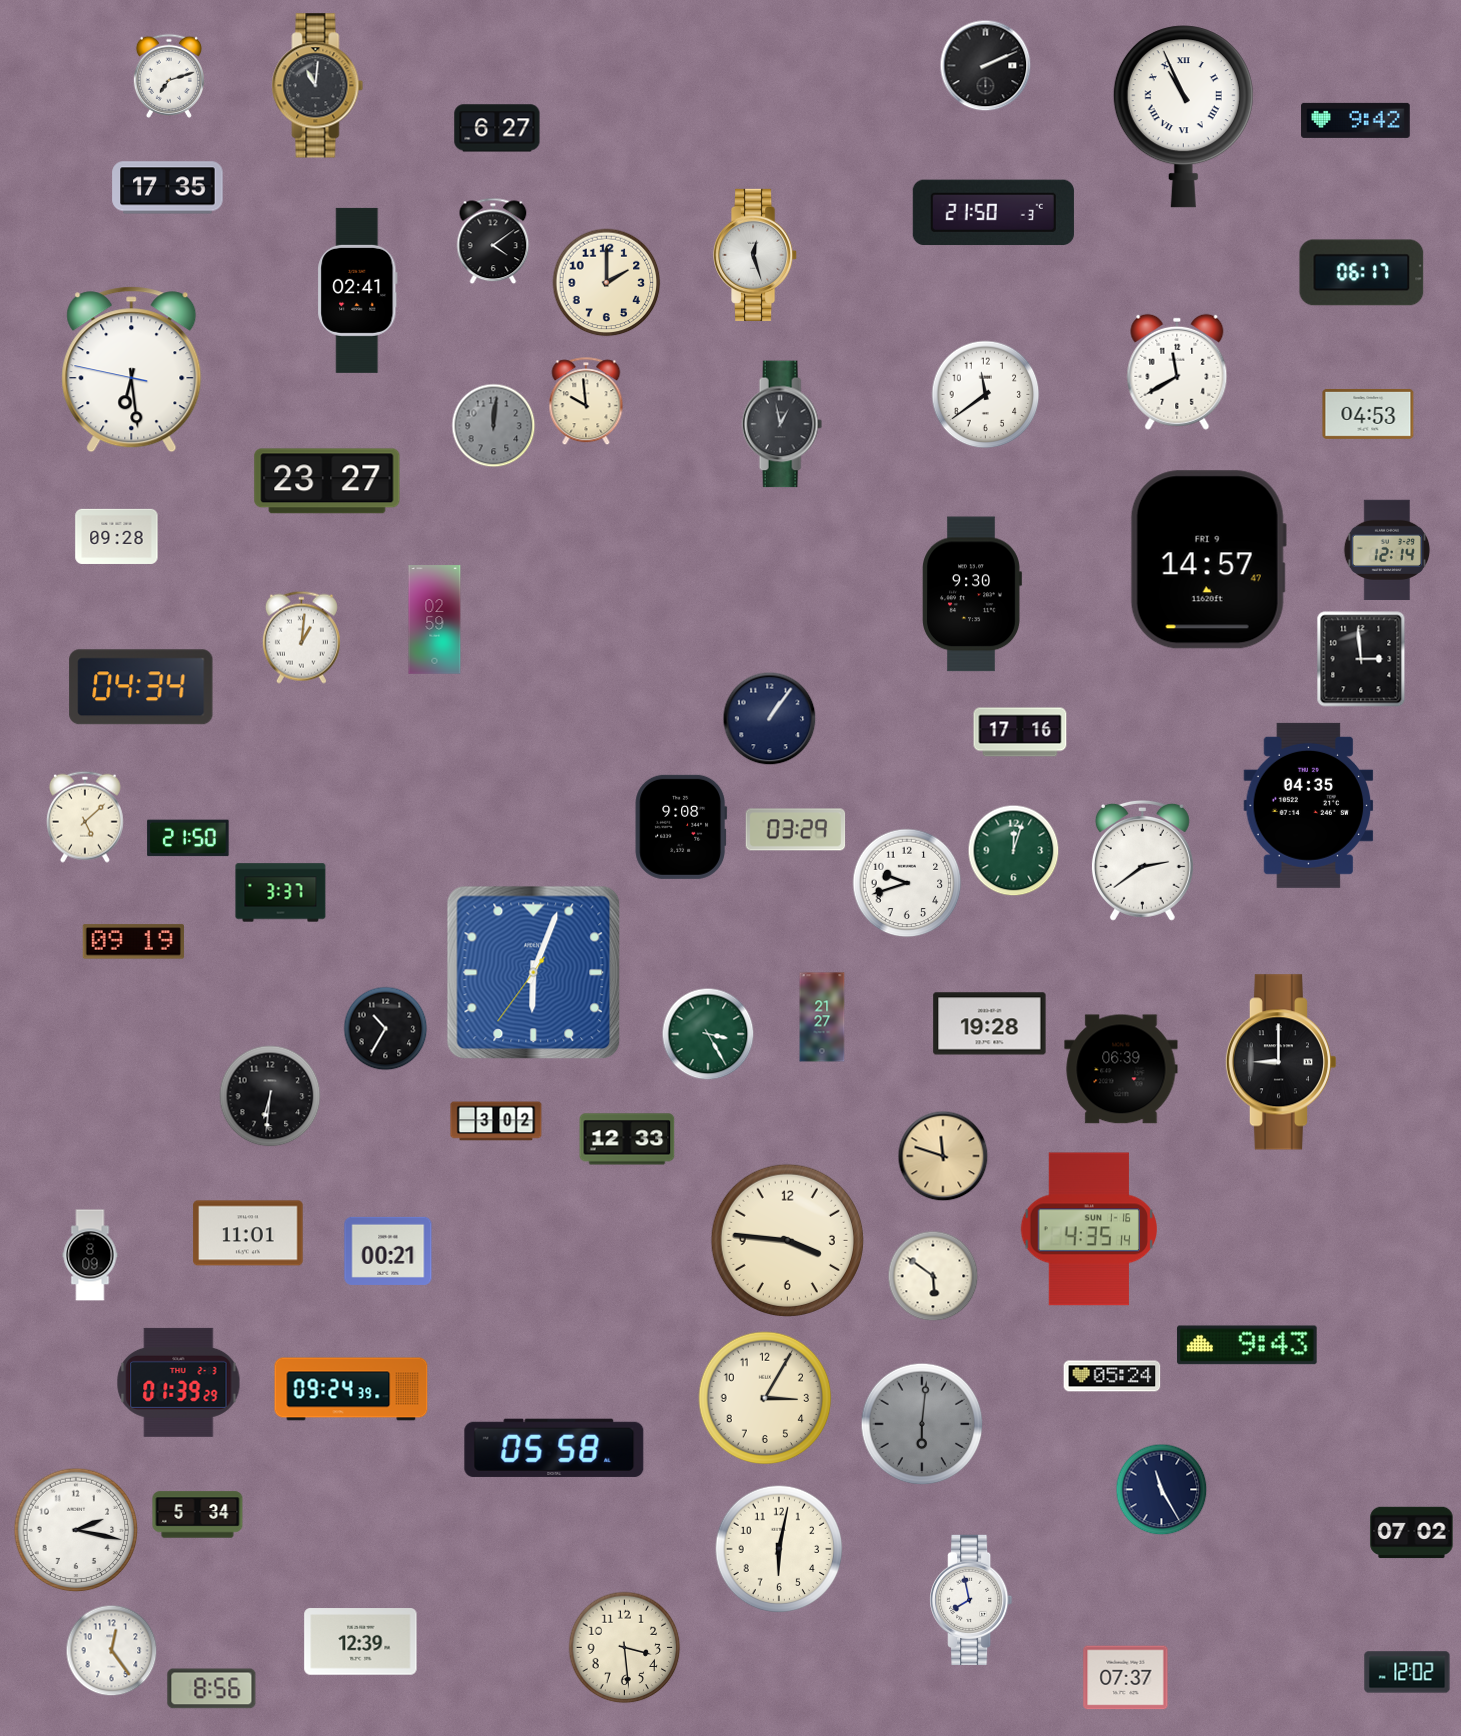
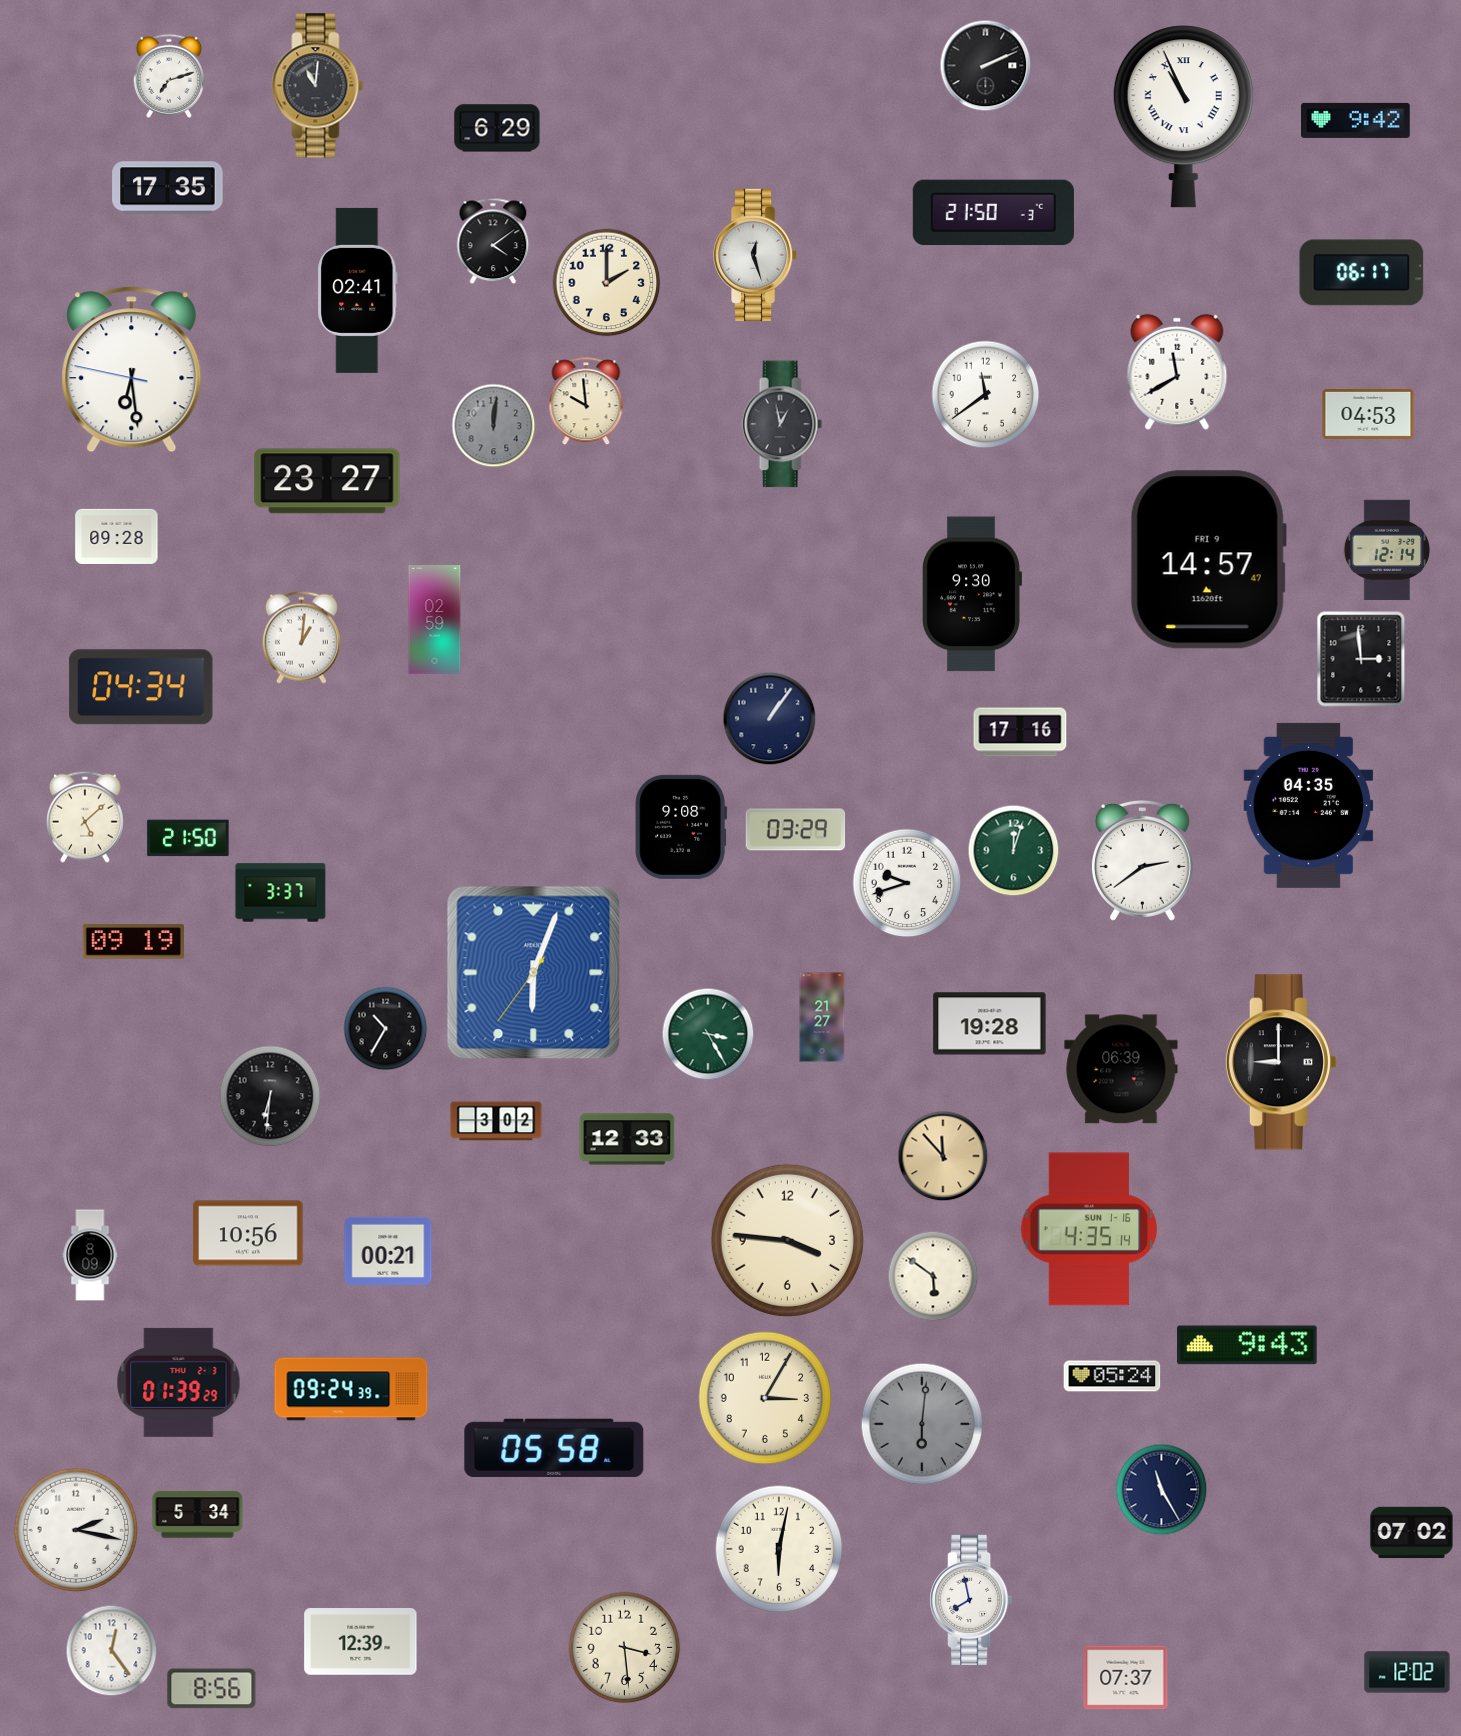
clock at (497, 128): 6:27 -> 6:29
clock at (943, 1156): 11:48 -> 11:53
clock at (248, 1233): 11:01 -> 10:56
